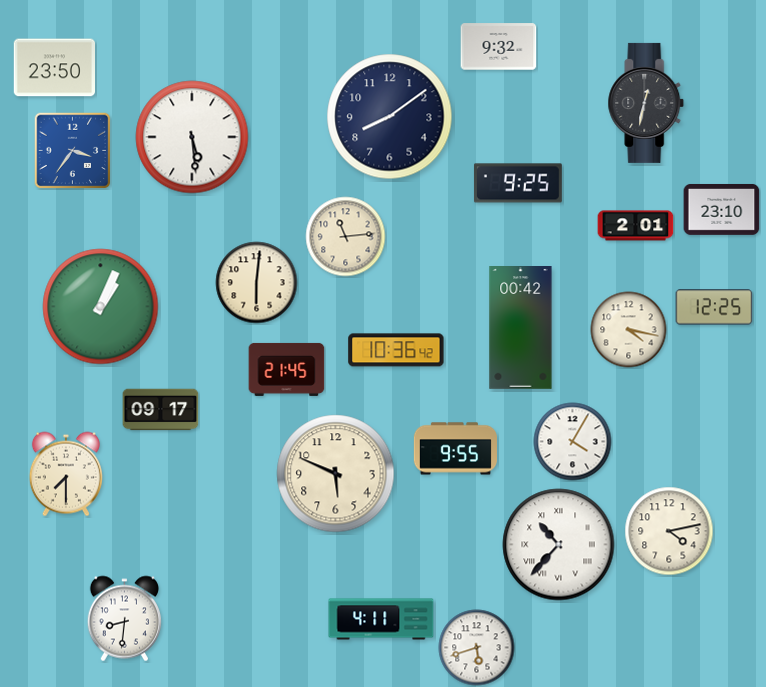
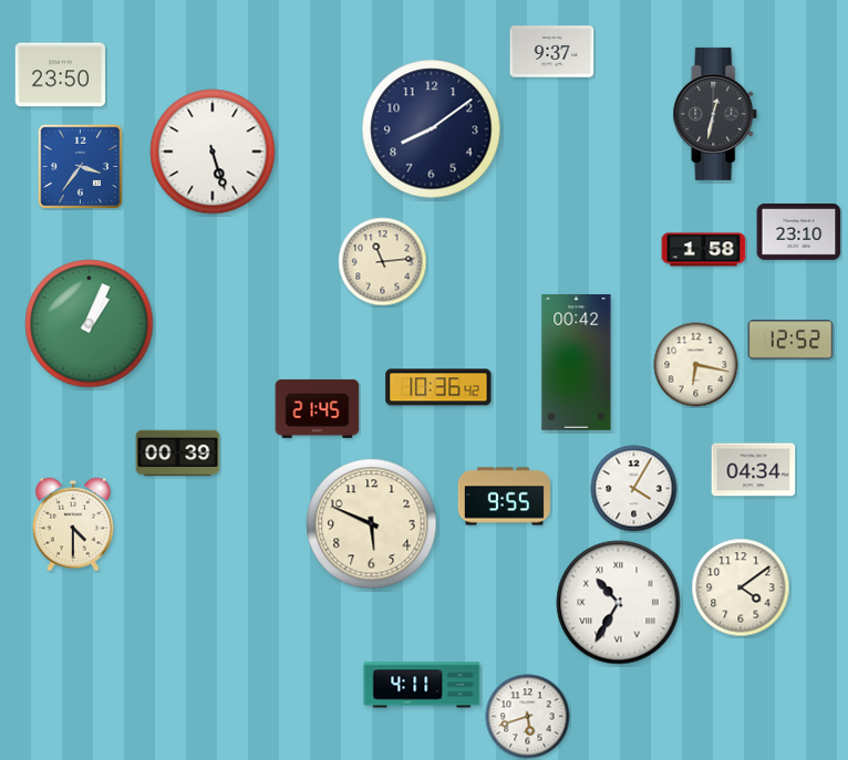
clock at (499, 47): 9:32 -> 9:37
clock at (192, 137): 5:29 -> 5:27
clock at (518, 183): 9:25 -> none
clock at (636, 226): 2:01 -> 1:58
clock at (257, 283): 6:01 -> none
clock at (101, 307) position: (101, 307) -> (90, 324)
clock at (714, 307): 12:25 -> 12:52
clock at (629, 330): 4:17 -> 6:17
clock at (161, 410): 09:17 -> 00:39
clock at (754, 470): none -> 04:34
clock at (66, 474): 7:30 -> 4:30
clock at (669, 531): 4:13 -> 4:09
clock at (559, 545): 10:37 -> 10:35
clock at (124, 619): 8:31 -> none
